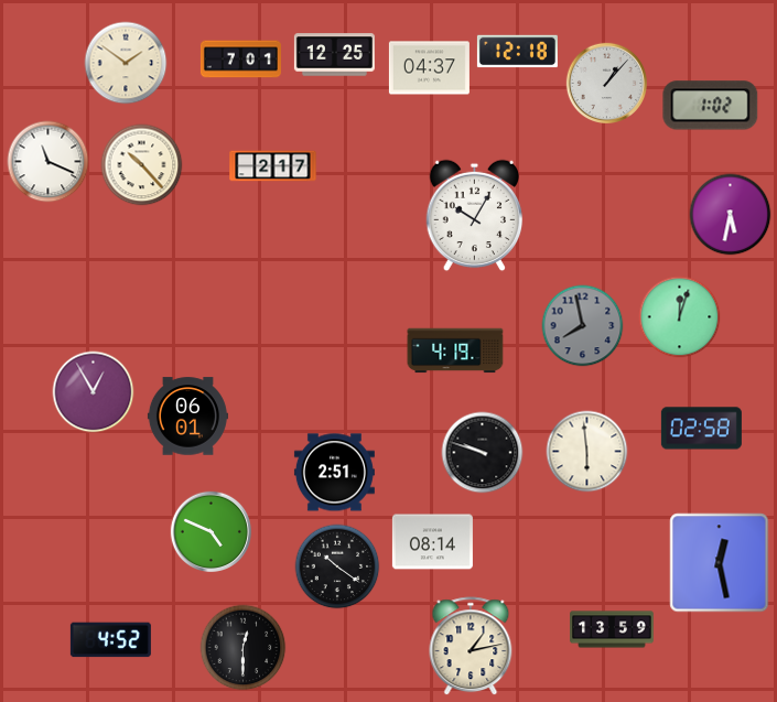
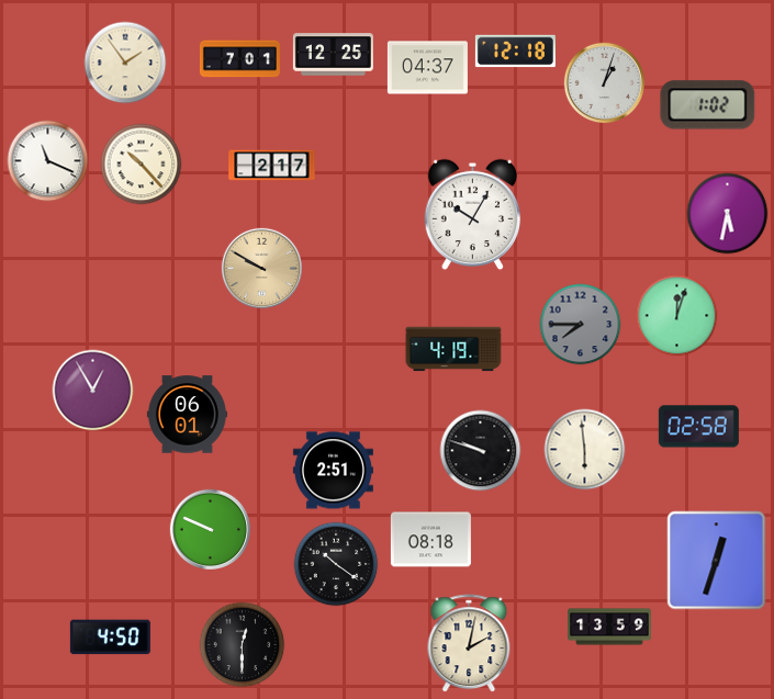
clock at (126, 63): 1:51 -> 1:54
clock at (607, 84): 1:07 -> 1:03
clock at (262, 269): none -> 9:50
clock at (583, 326): 7:58 -> 7:45
clock at (212, 532): 4:49 -> 9:49
clock at (432, 542): 08:14 -> 08:18
clock at (720, 563): 12:28 -> 12:33
clock at (110, 640): 4:52 -> 4:50
clock at (471, 647): 1:13 -> 2:02
